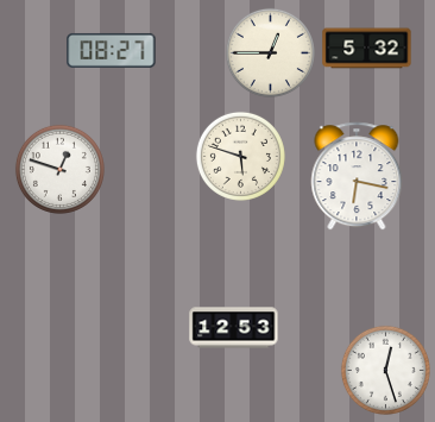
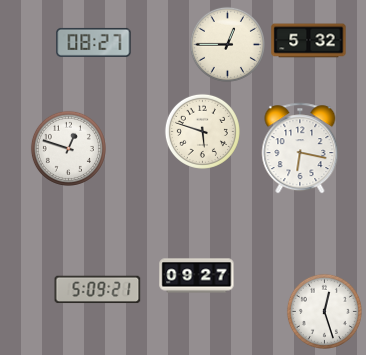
clock at (59, 169) position: (59, 169) -> (68, 148)
clock at (234, 328): 12:53 -> 09:27
clock at (98, 290): none -> 5:09
